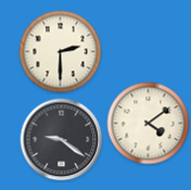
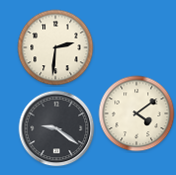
clock at (61, 52): 2:30 -> 2:31
